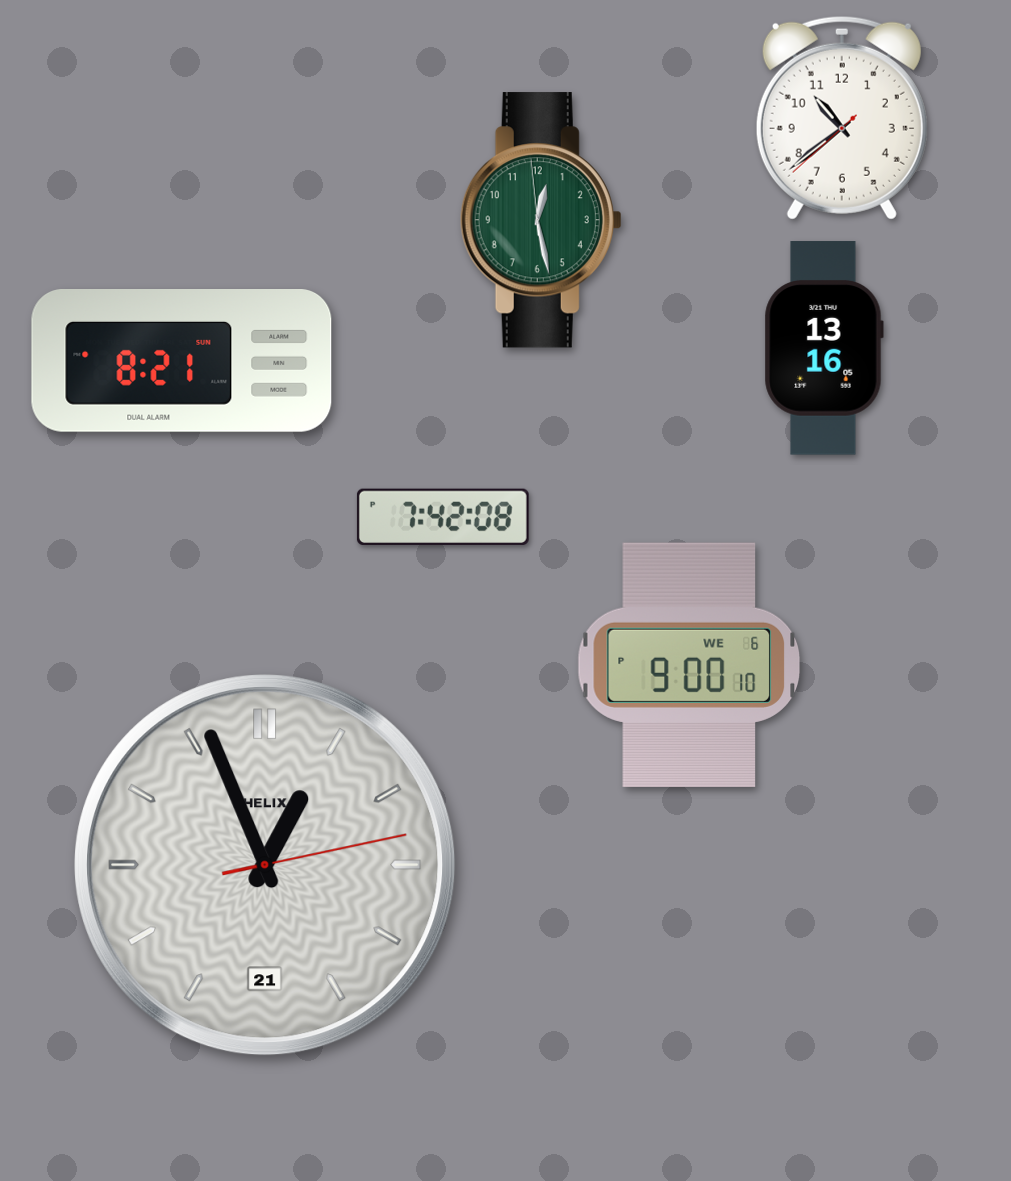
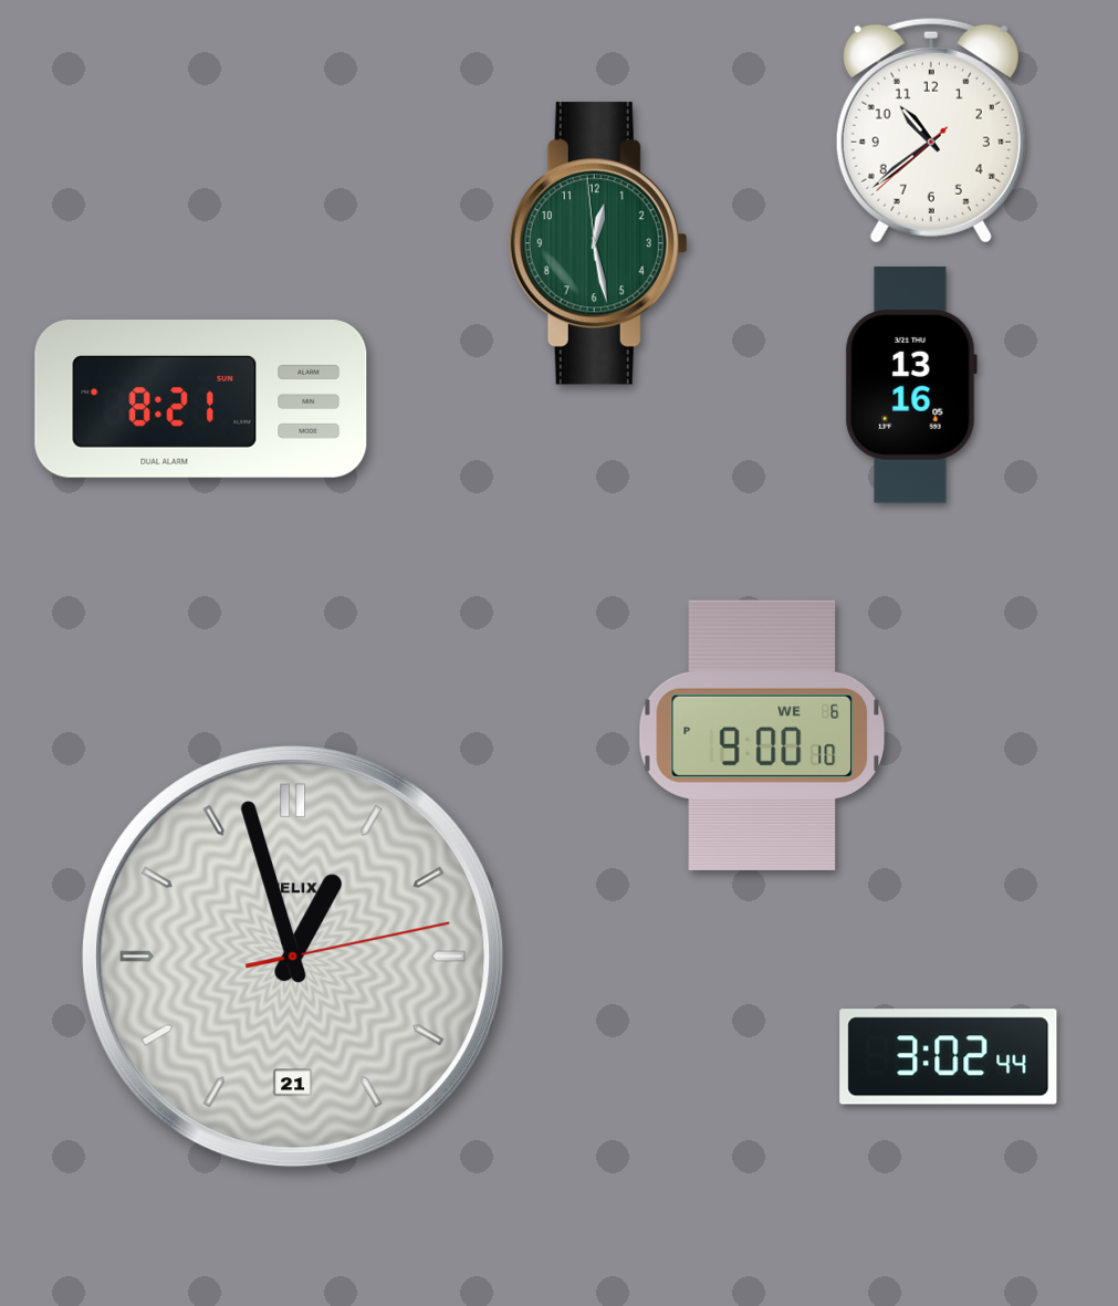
clock at (443, 516): 7:42 -> none
clock at (265, 865): 12:56 -> 12:57
clock at (949, 1057): none -> 3:02
